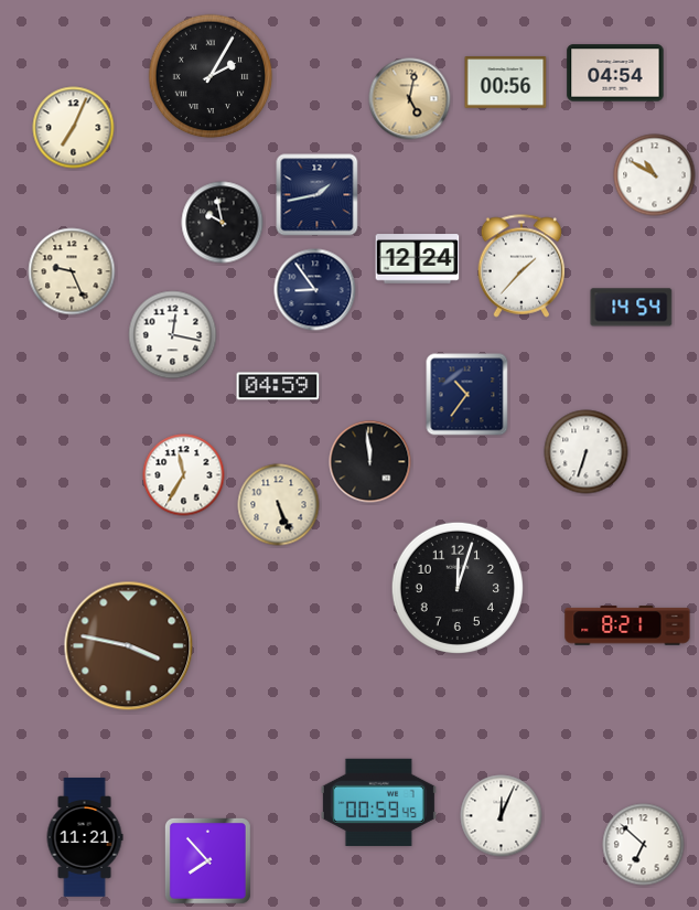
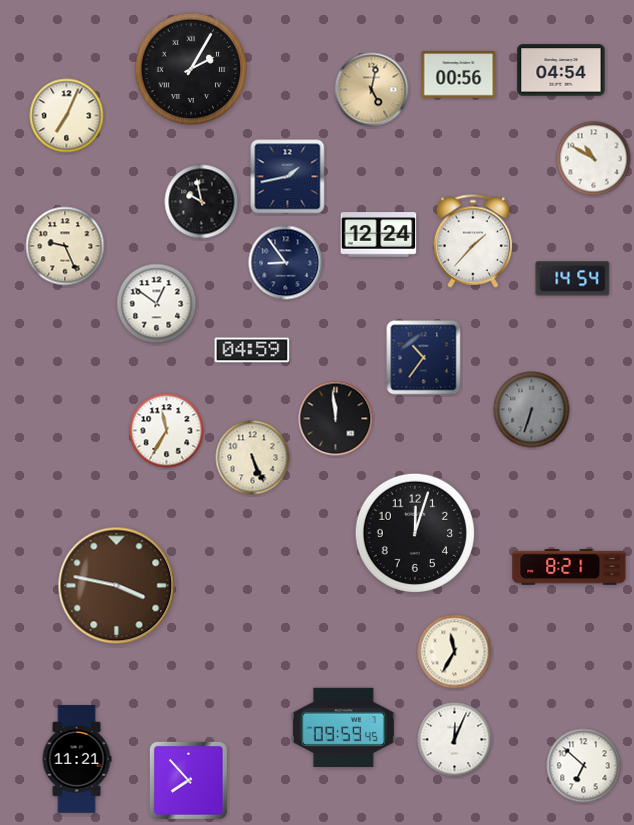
clock at (615, 73) position: (615, 73) -> (561, 70)
clock at (173, 335): 12:17 -> 12:51
clock at (587, 452) dial: white -> grey
clock at (455, 652): none -> 11:35
clock at (378, 802): 00:59 -> 09:59
